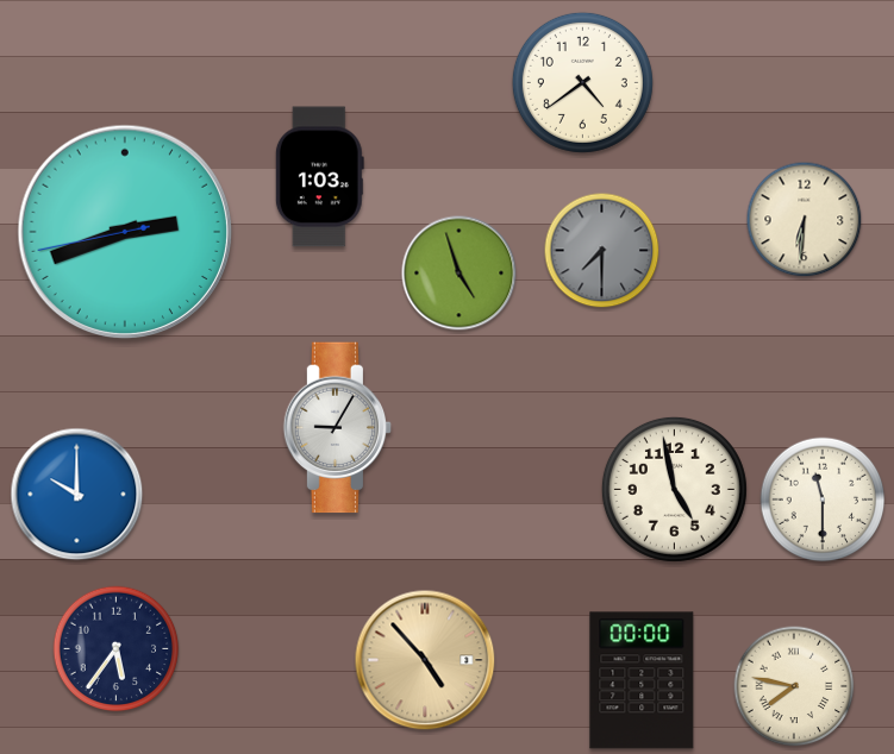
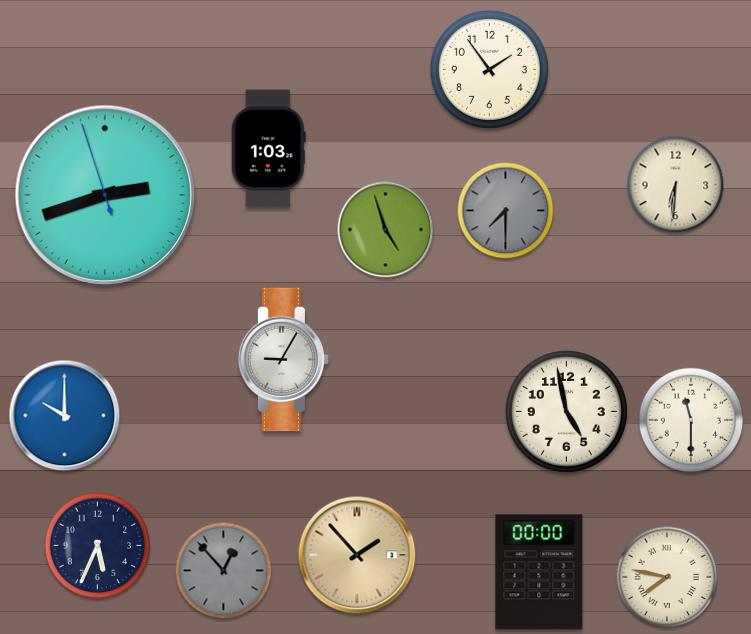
clock at (582, 82): 4:39 -> 1:54
clock at (125, 232): 2:41:43 -> 2:41:57
clock at (117, 649): 5:36 -> 5:34
clock at (425, 660): 4:53 -> 1:53
clock at (224, 571): none -> 12:53
